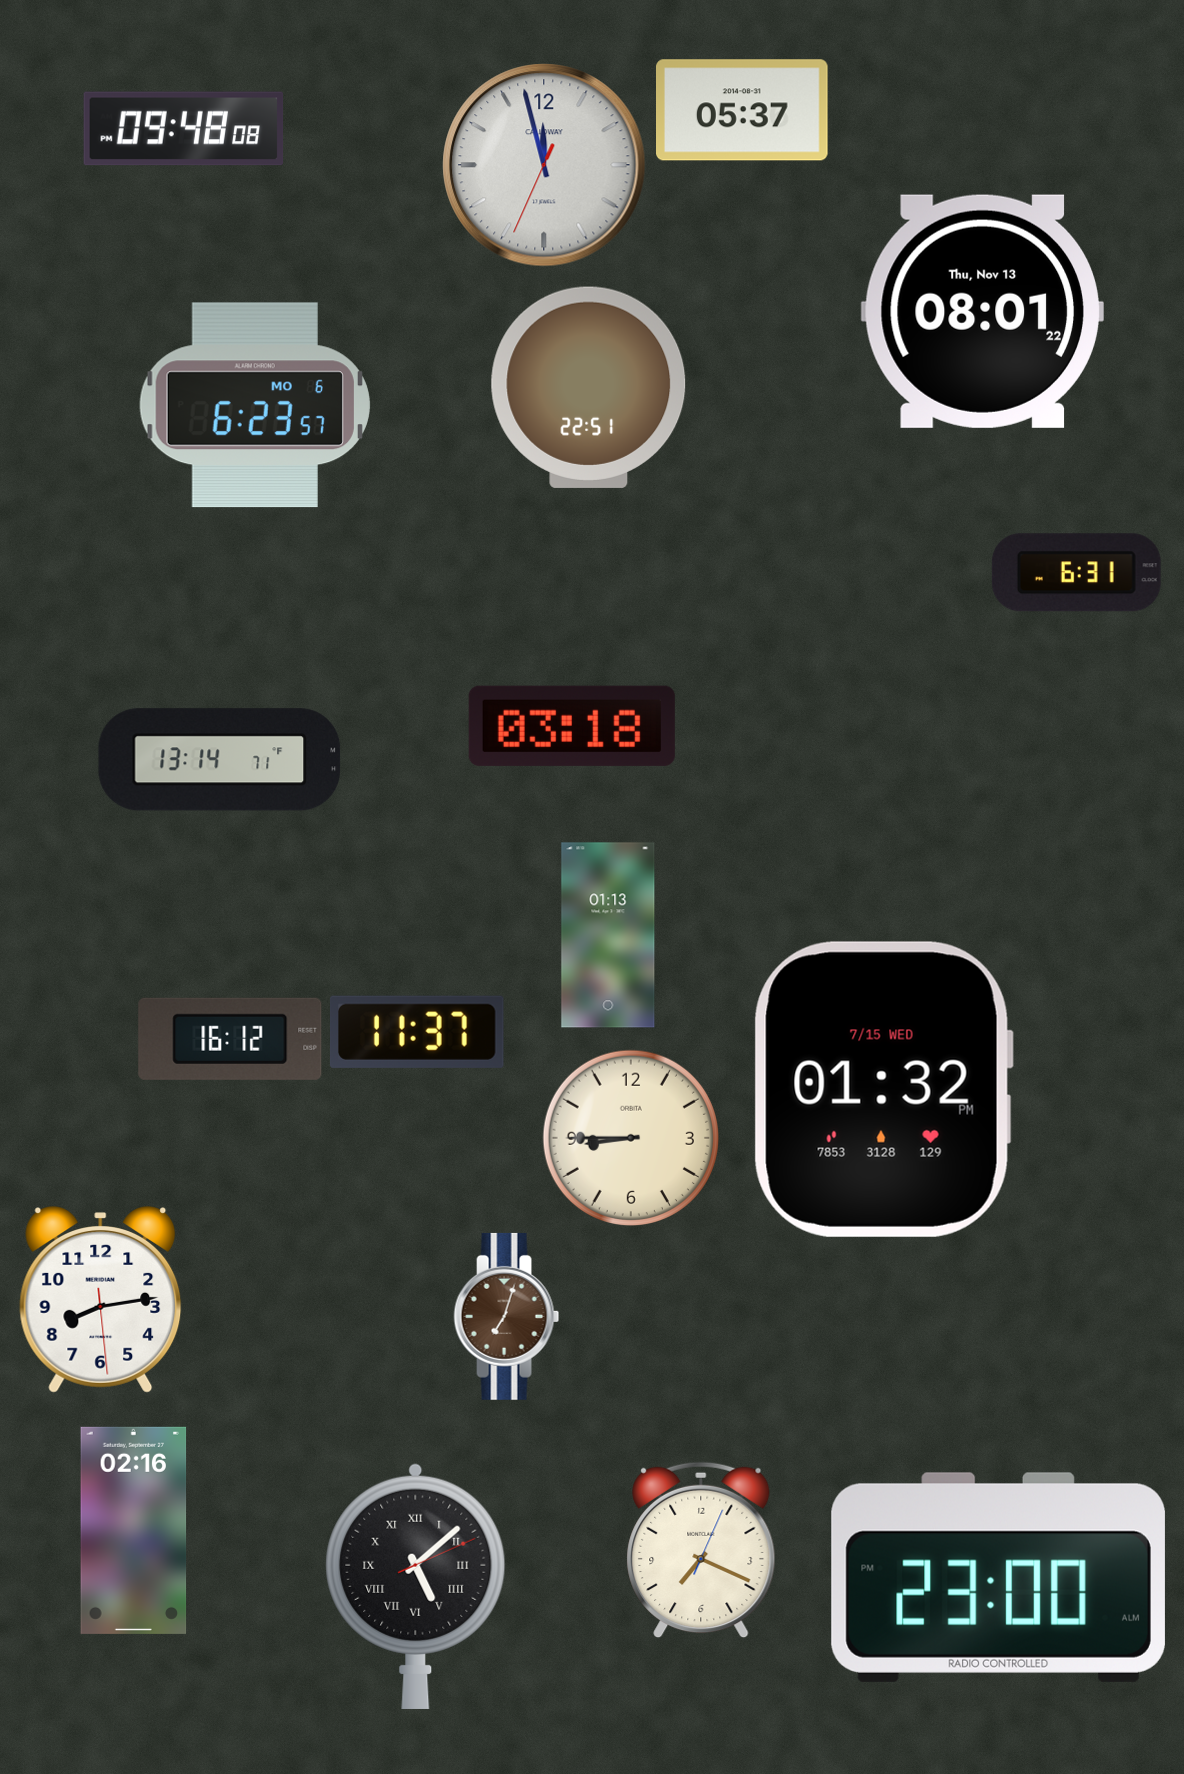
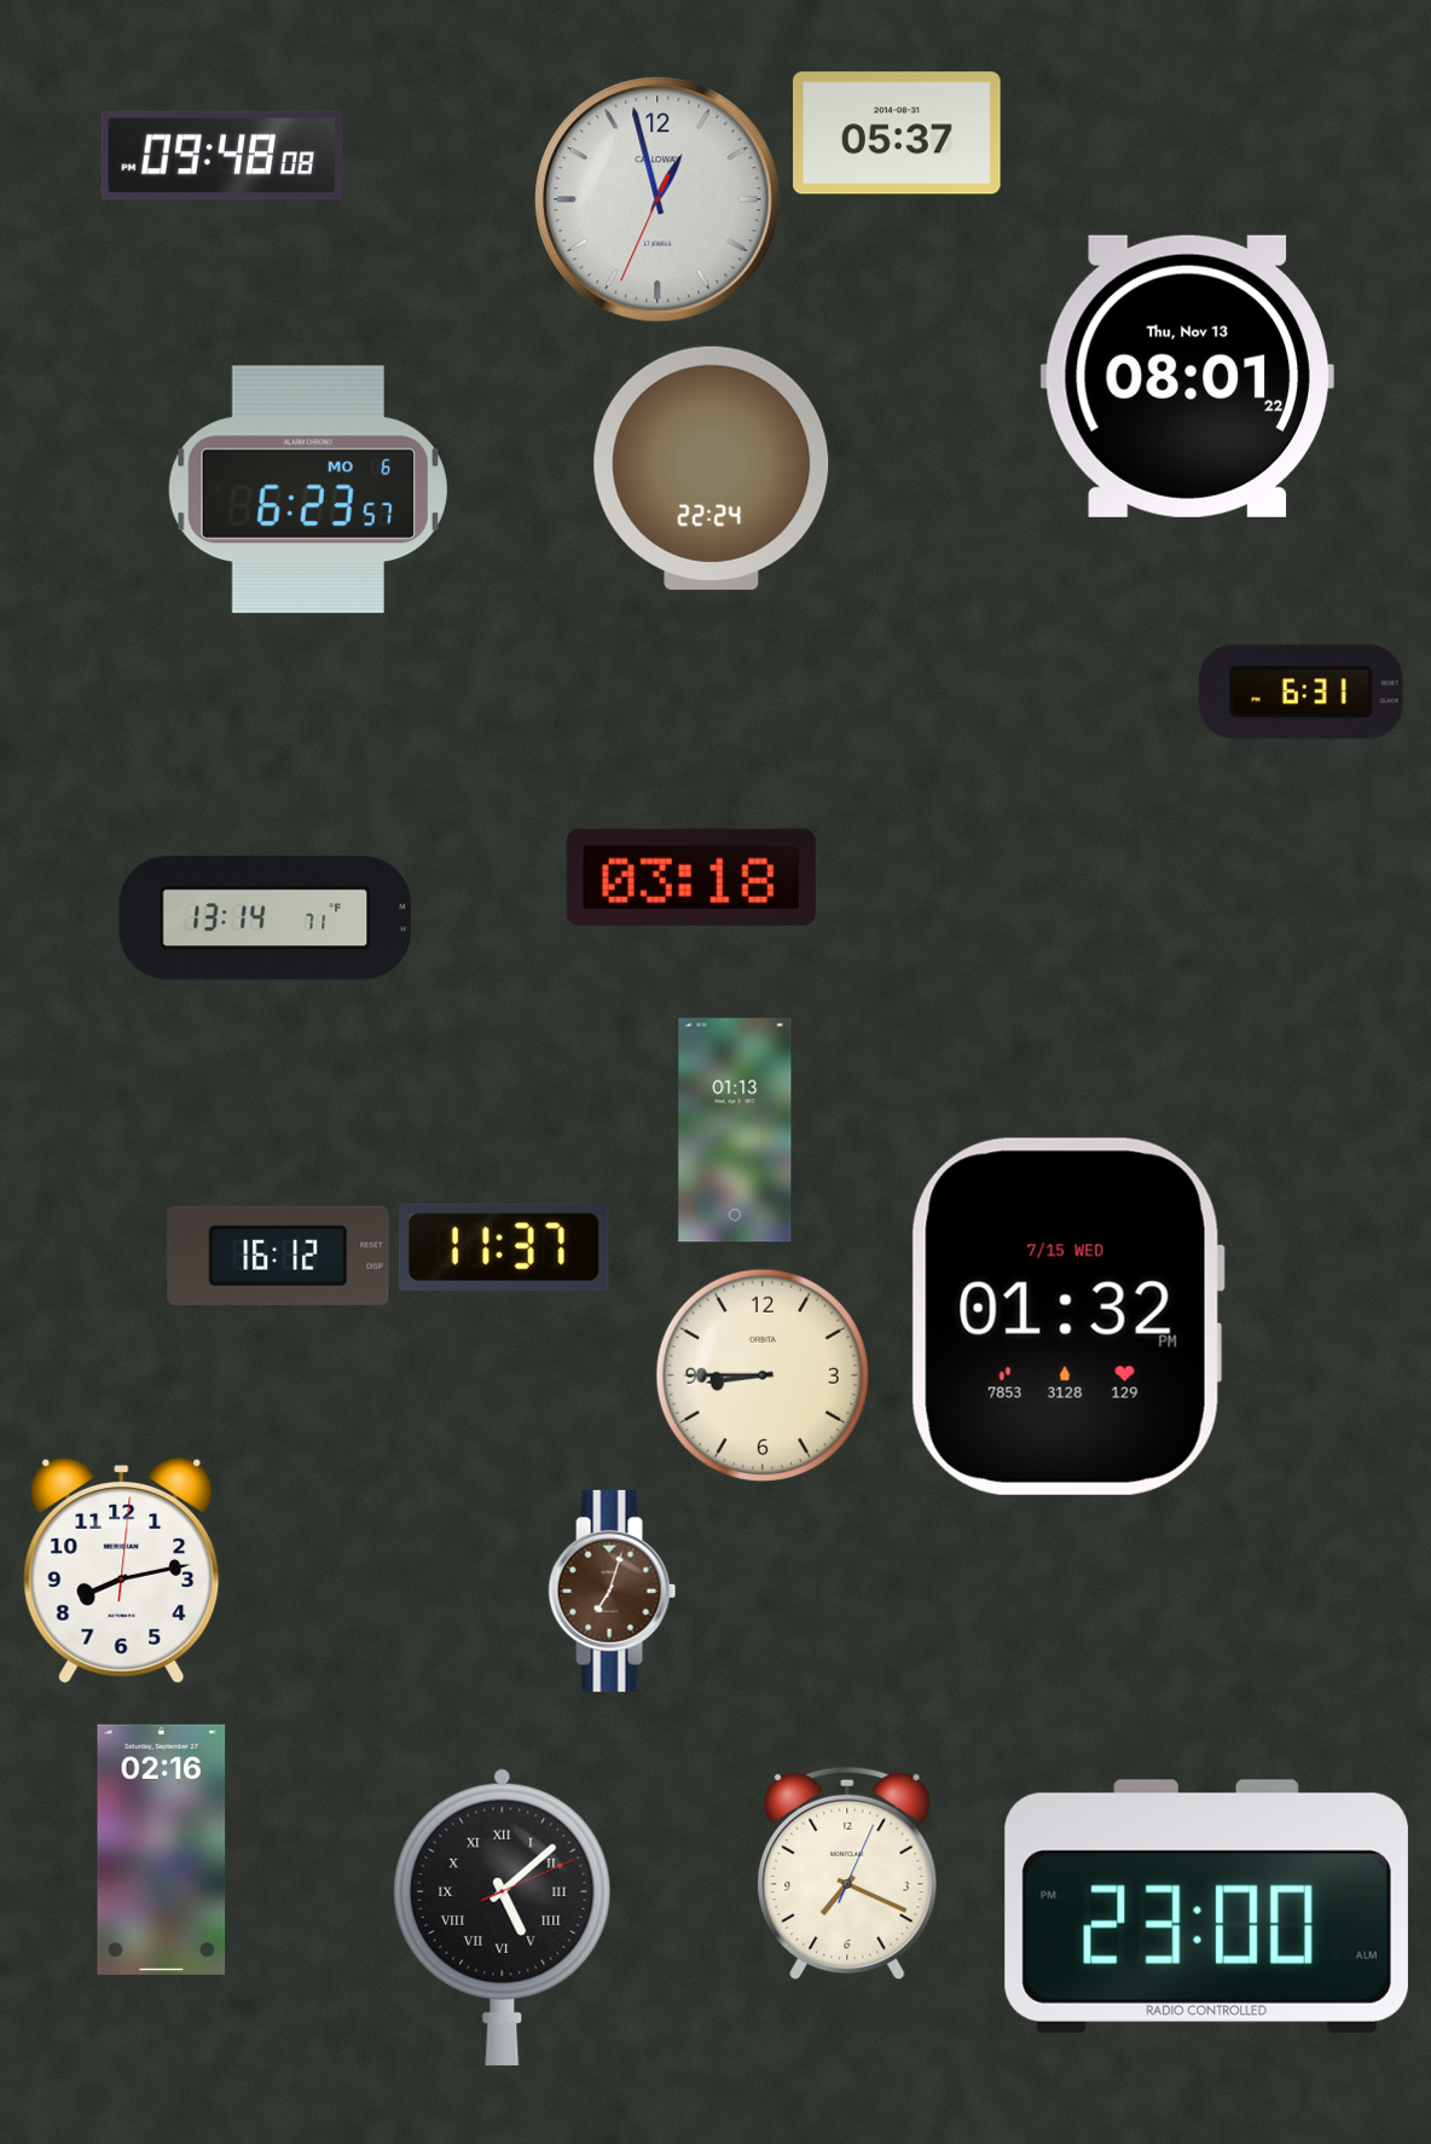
clock at (544, 165): 11:57 -> 12:57
clock at (589, 387): 22:51 -> 22:24
clock at (101, 1300): 8:13:29 -> 8:13:01
